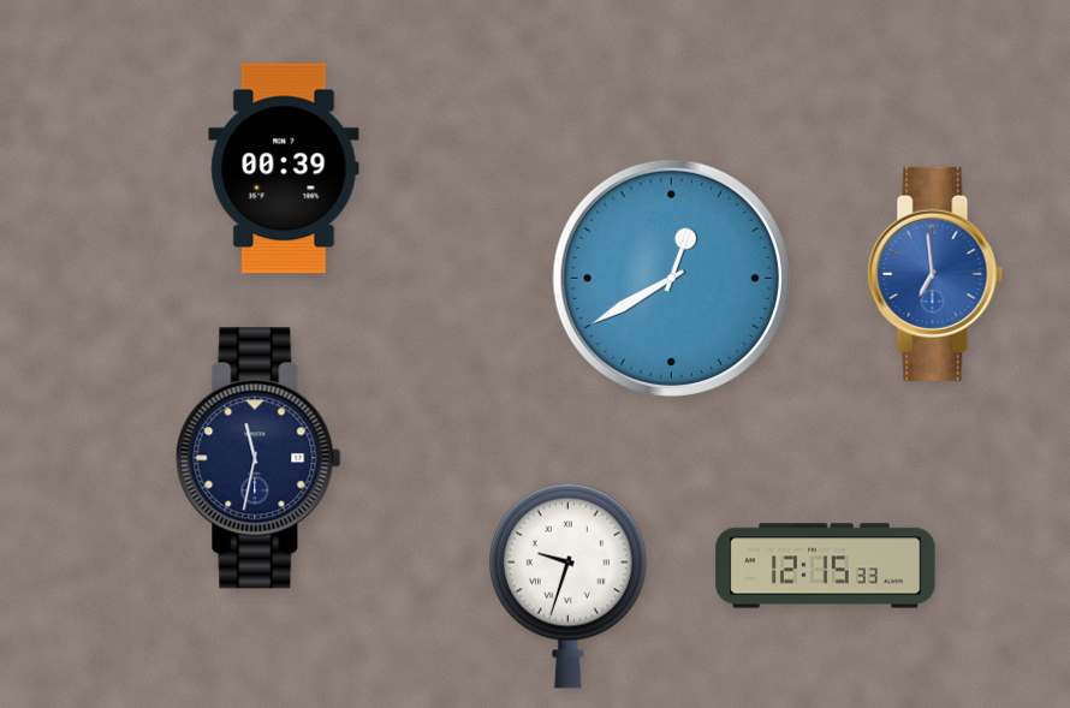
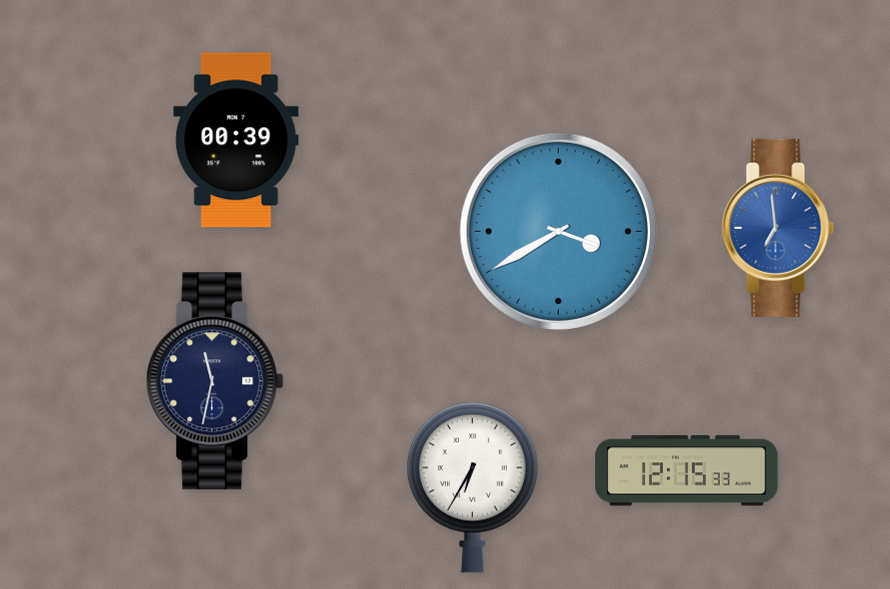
clock at (671, 278): 12:40 -> 3:40
clock at (567, 585): 9:33 -> 6:35
